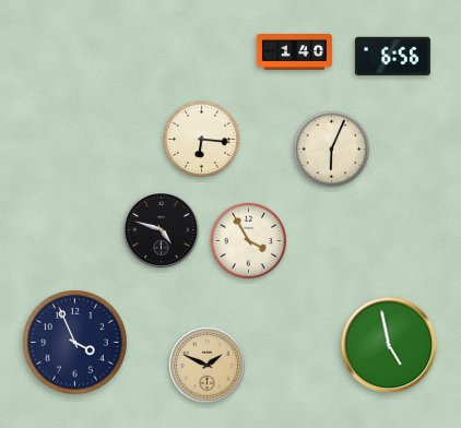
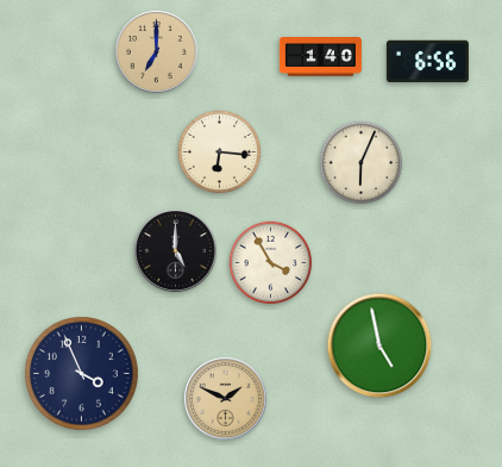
clock at (157, 52): none -> 7:00
clock at (162, 230): 4:48 -> 5:00
clock at (389, 345) position: (389, 345) -> (379, 345)
